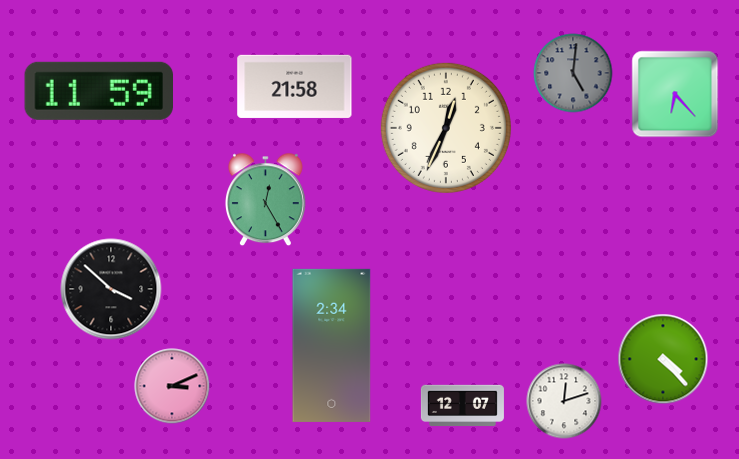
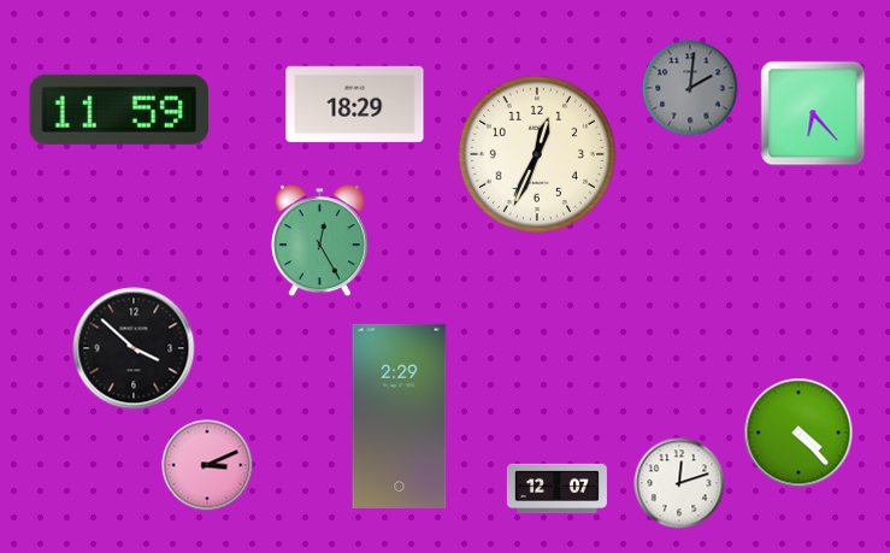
clock at (573, 73): 5:01 -> 2:01
clock at (295, 86): 21:58 -> 18:29
clock at (332, 345): 2:34 -> 2:29
